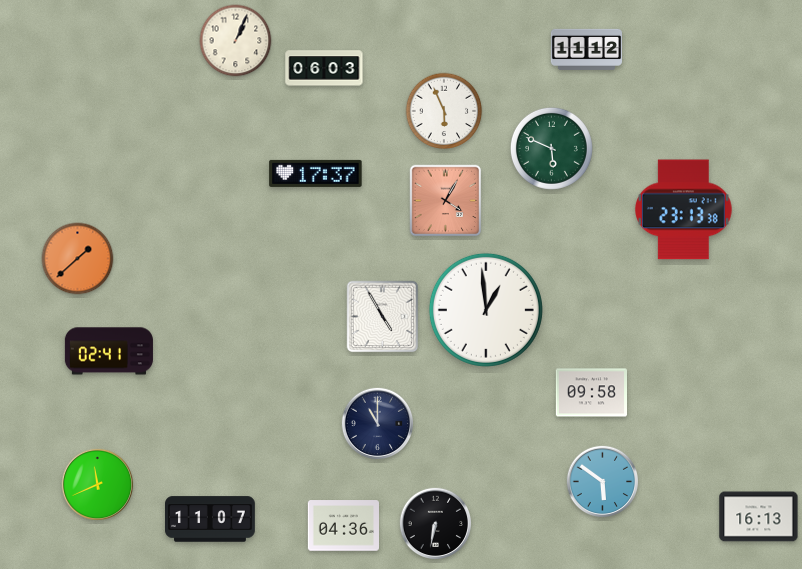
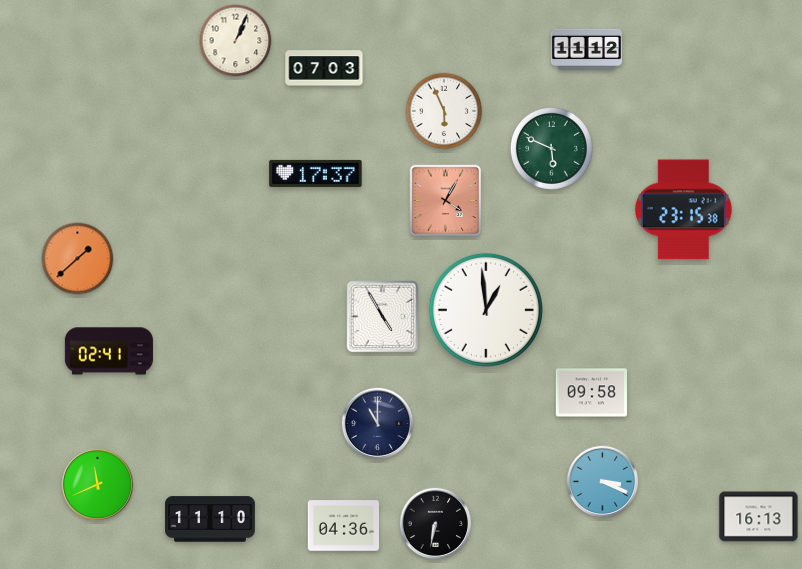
clock at (324, 68): 06:03 -> 07:03
clock at (683, 210): 23:13 -> 23:15
clock at (603, 482): 5:51 -> 3:19
clock at (211, 519): 11:07 -> 11:10
